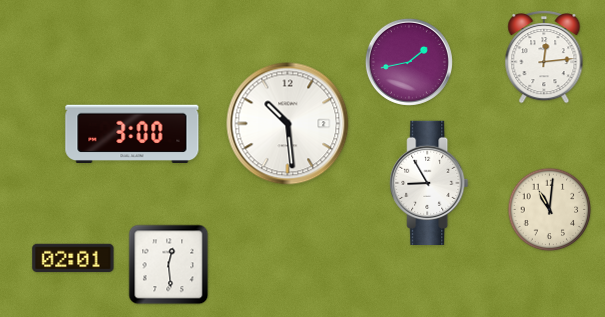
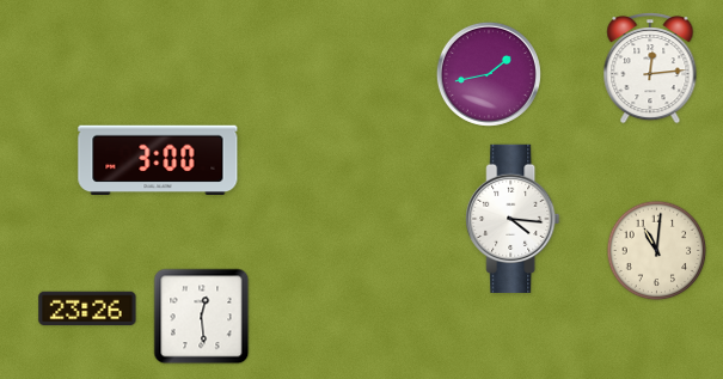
clock at (288, 124): 10:29 -> none
clock at (429, 182): 8:55 -> 4:16
clock at (73, 258): 02:01 -> 23:26
